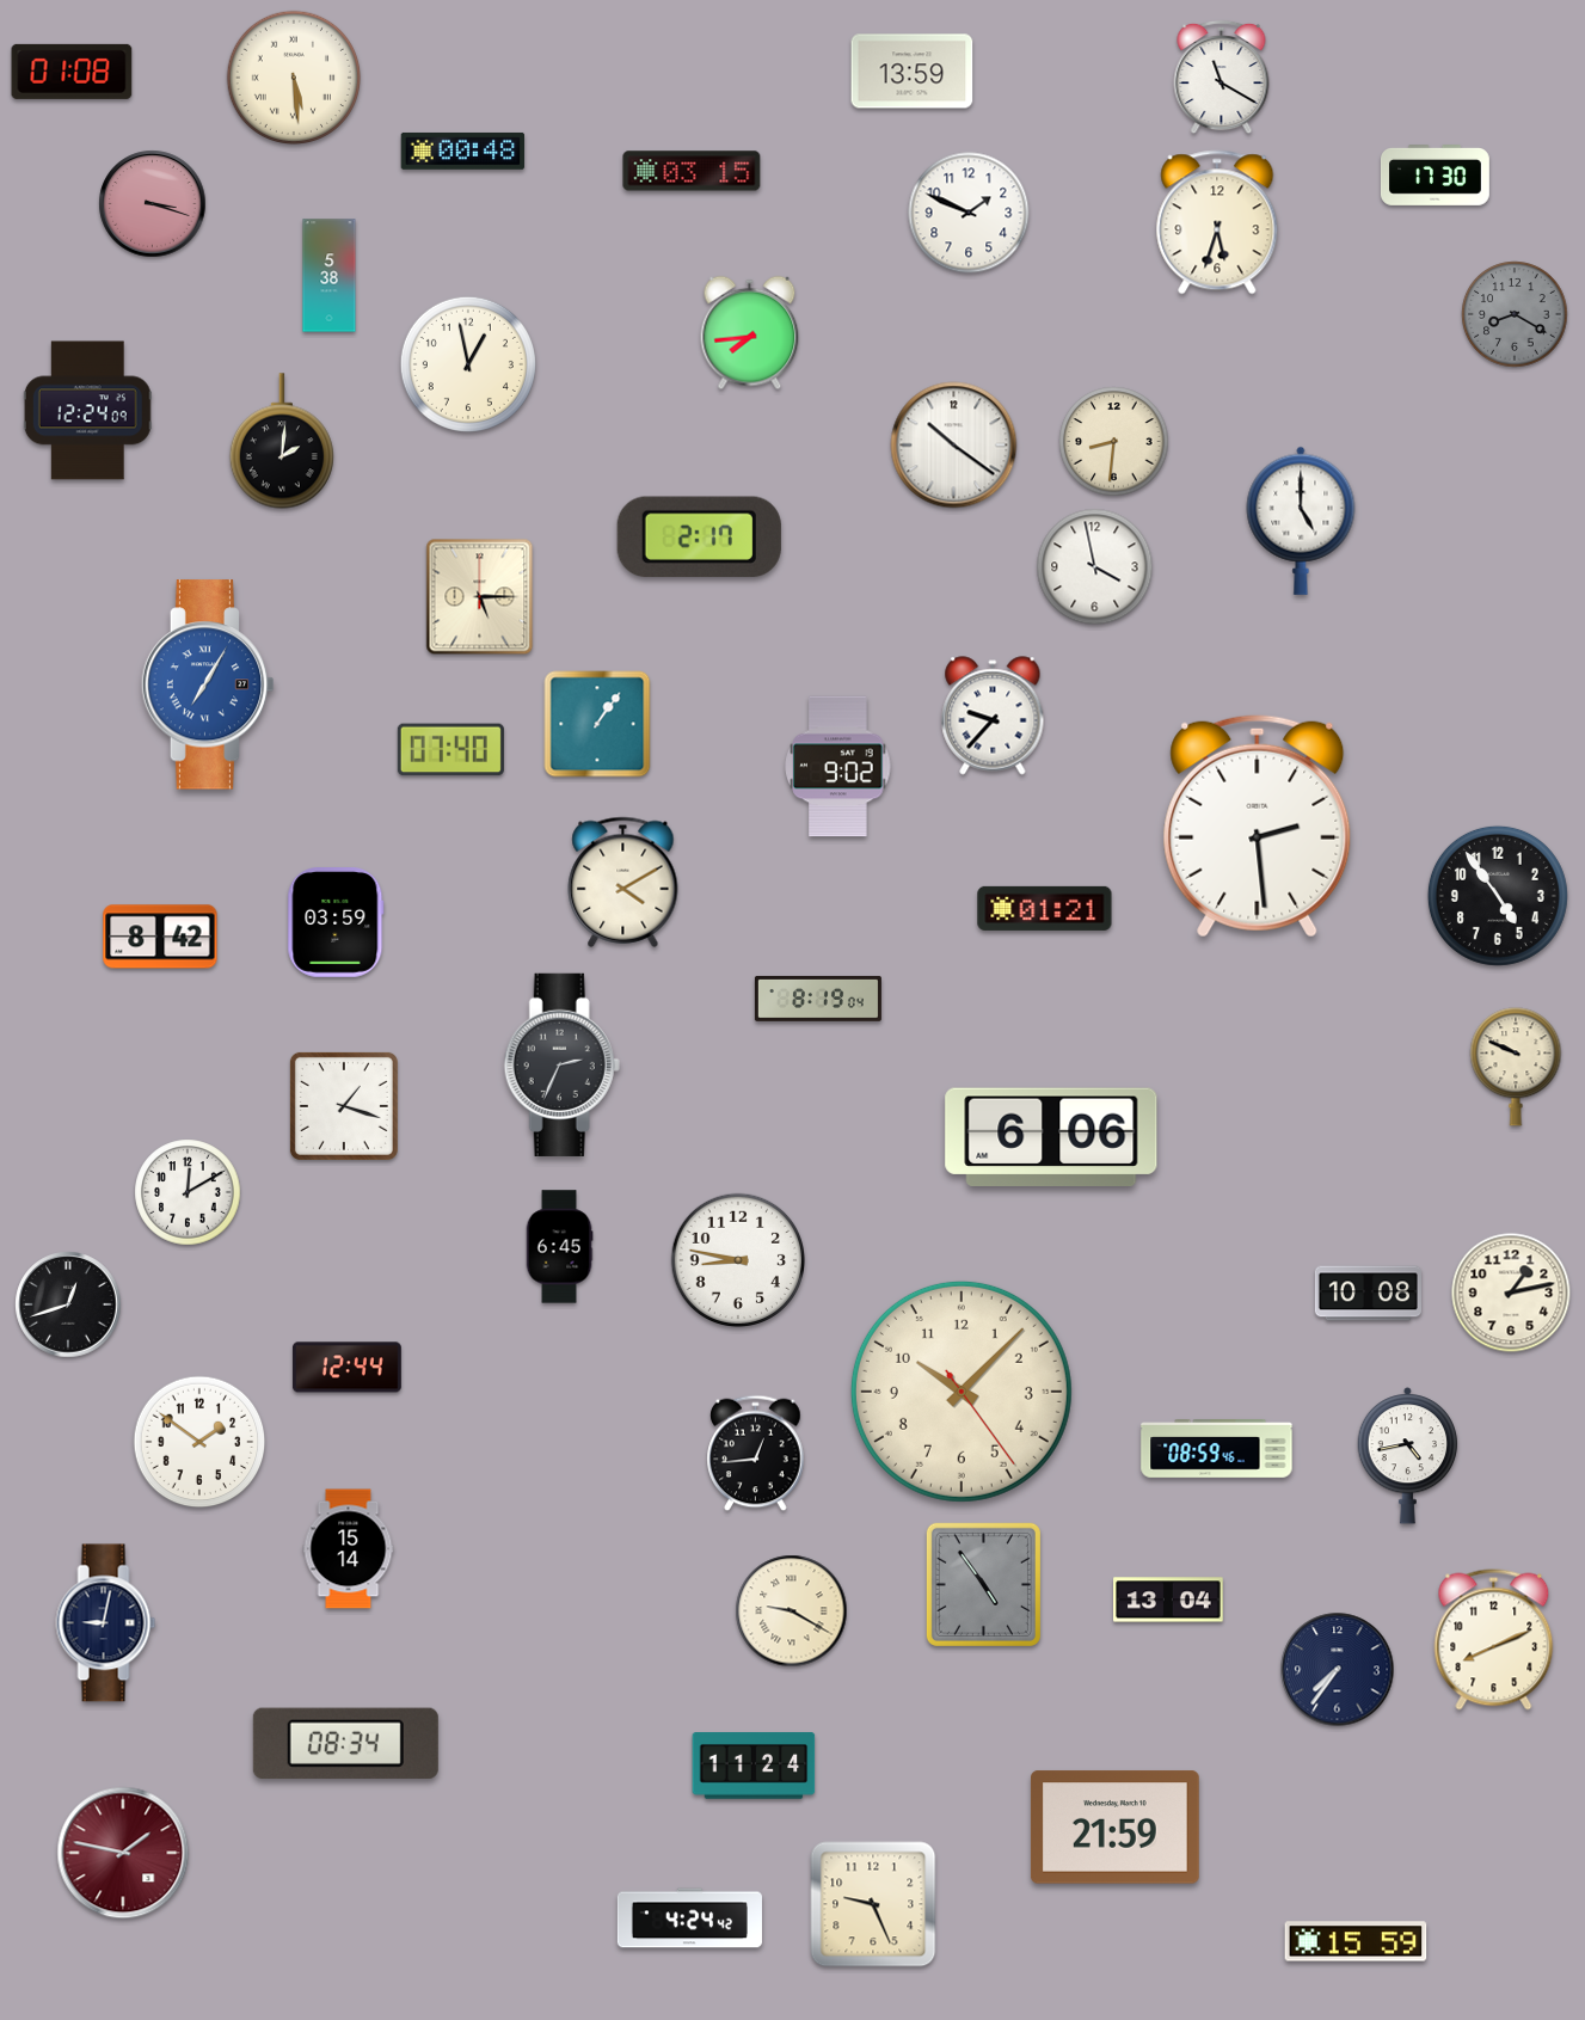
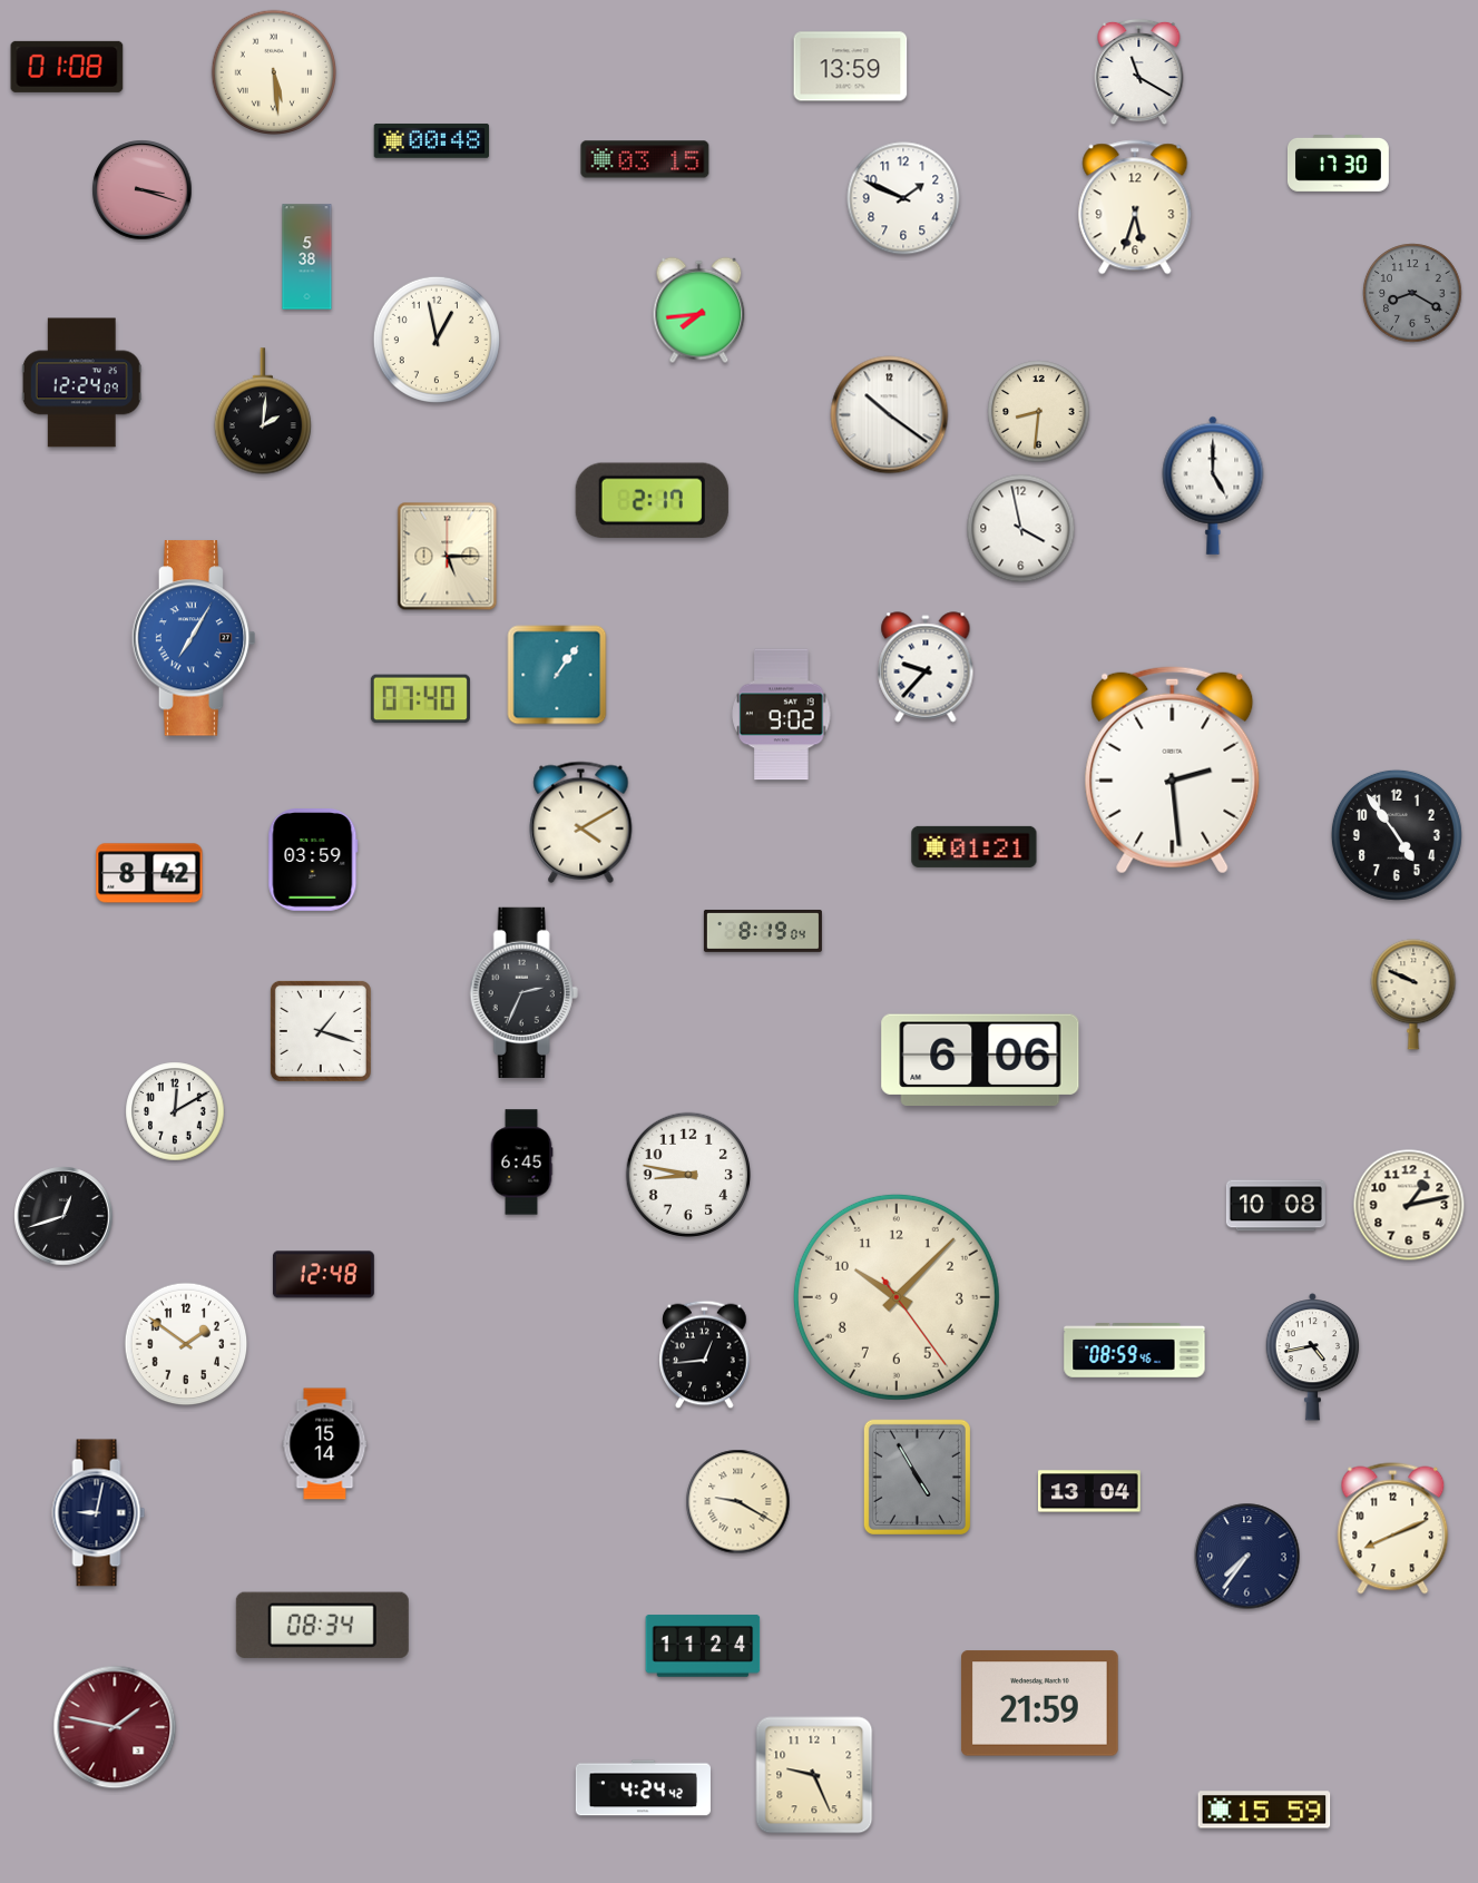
clock at (346, 1368): 12:44 -> 12:48
clock at (983, 1584): 4:54 -> 4:55
